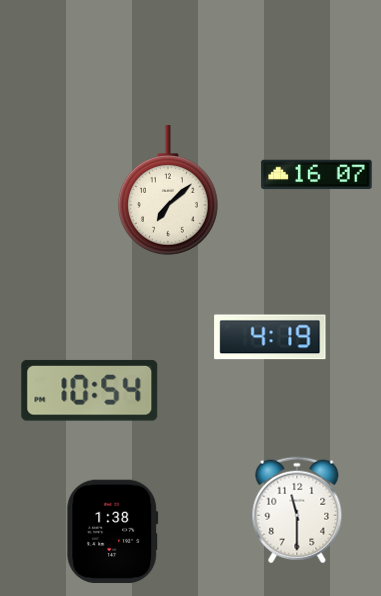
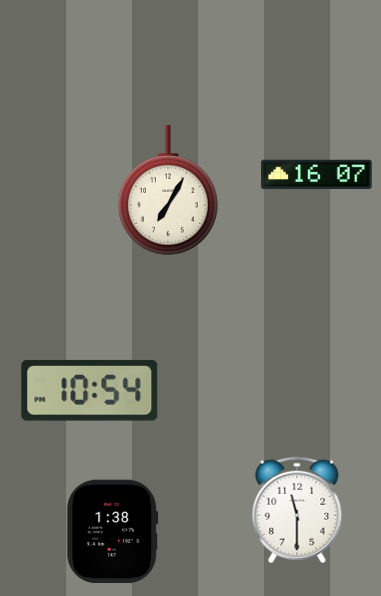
clock at (168, 190): 7:08 -> 7:05
clock at (270, 337): 4:19 -> none
